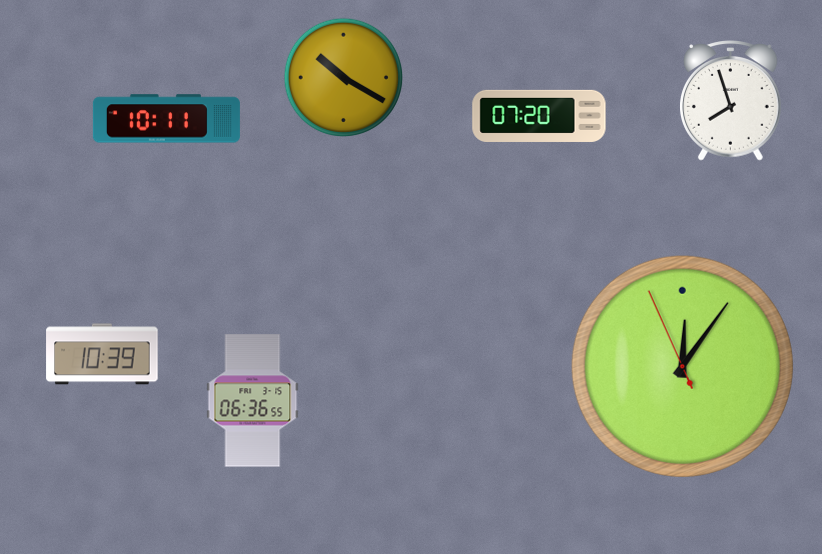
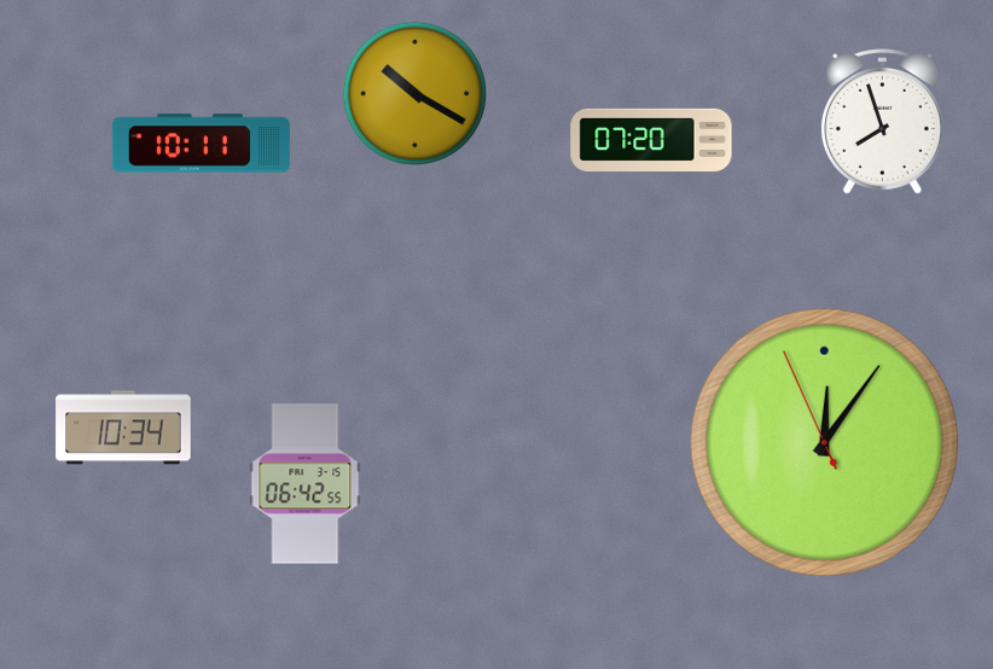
clock at (102, 354): 10:39 -> 10:34
clock at (253, 401): 06:36 -> 06:42
